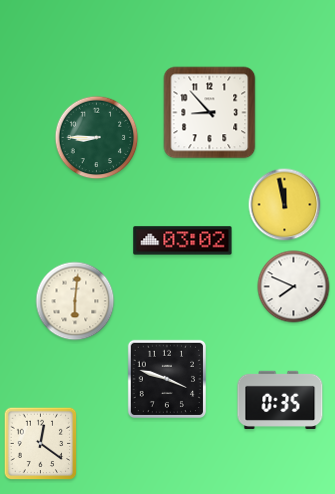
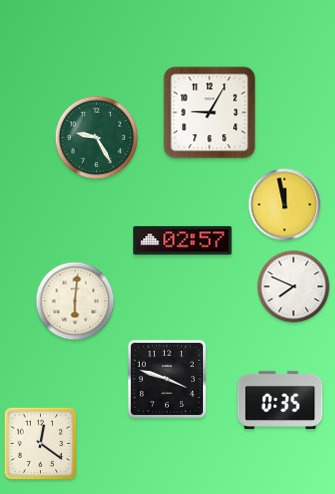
clock at (210, 113): 8:53 -> 9:05
clock at (97, 138): 8:45 -> 9:25
clock at (183, 241): 03:02 -> 02:57
